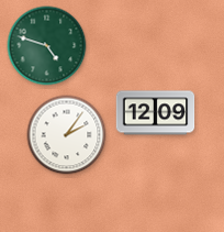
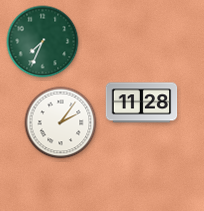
clock at (47, 46): 4:48 -> 7:34
clock at (156, 113): 12:09 -> 11:28
